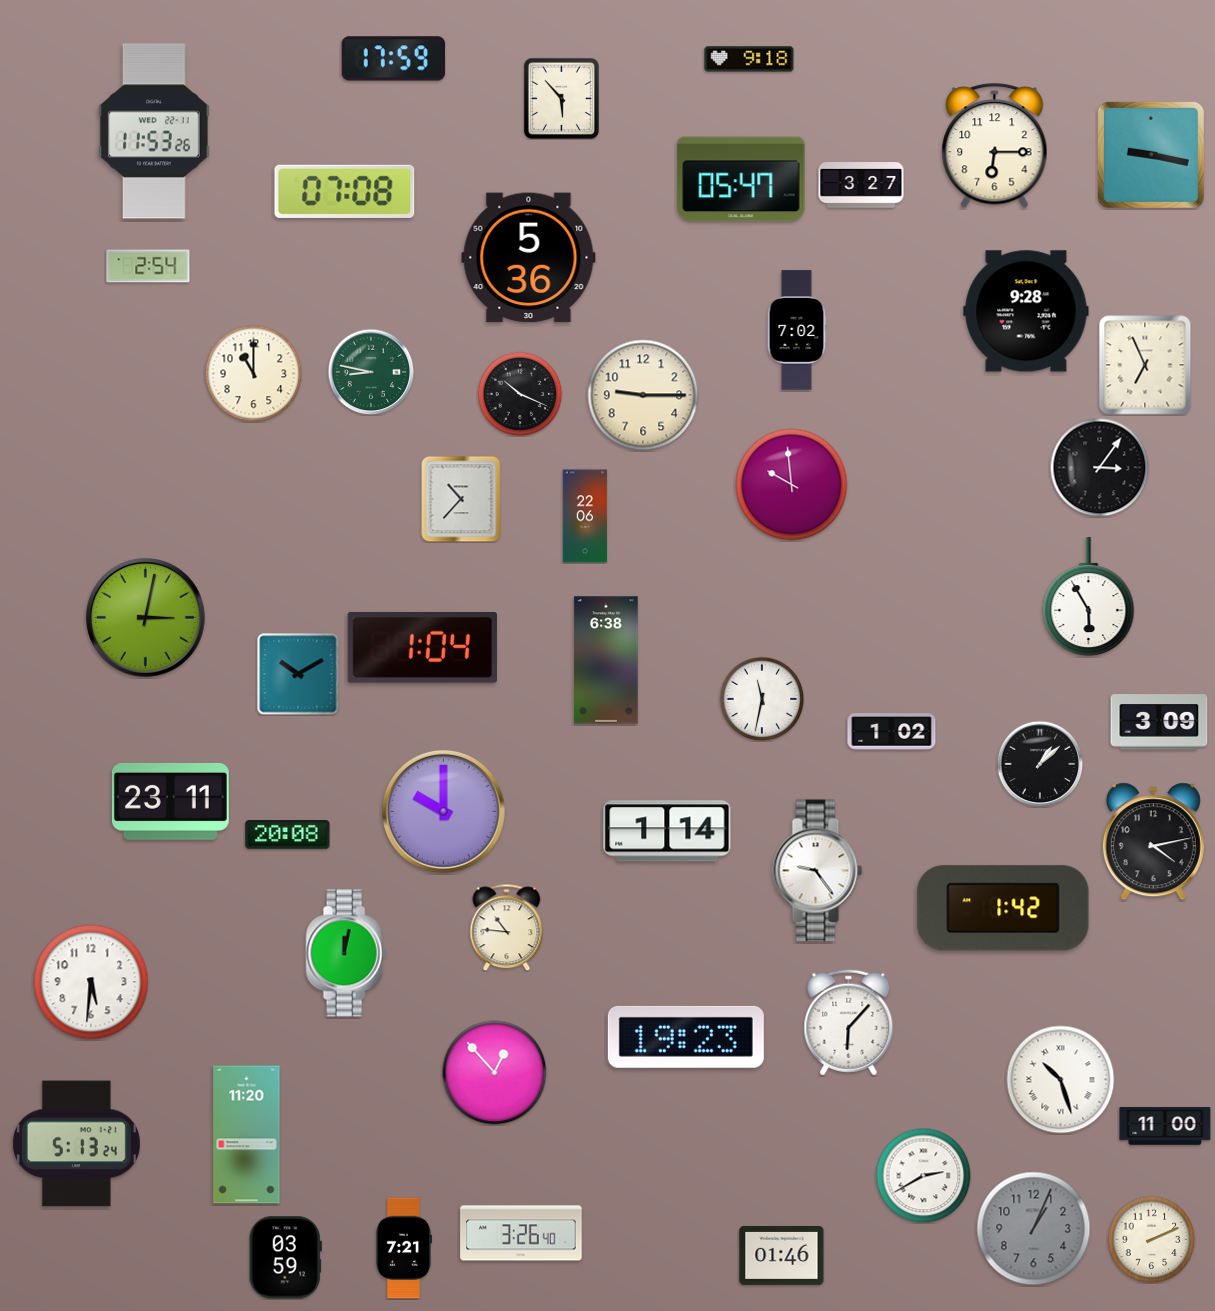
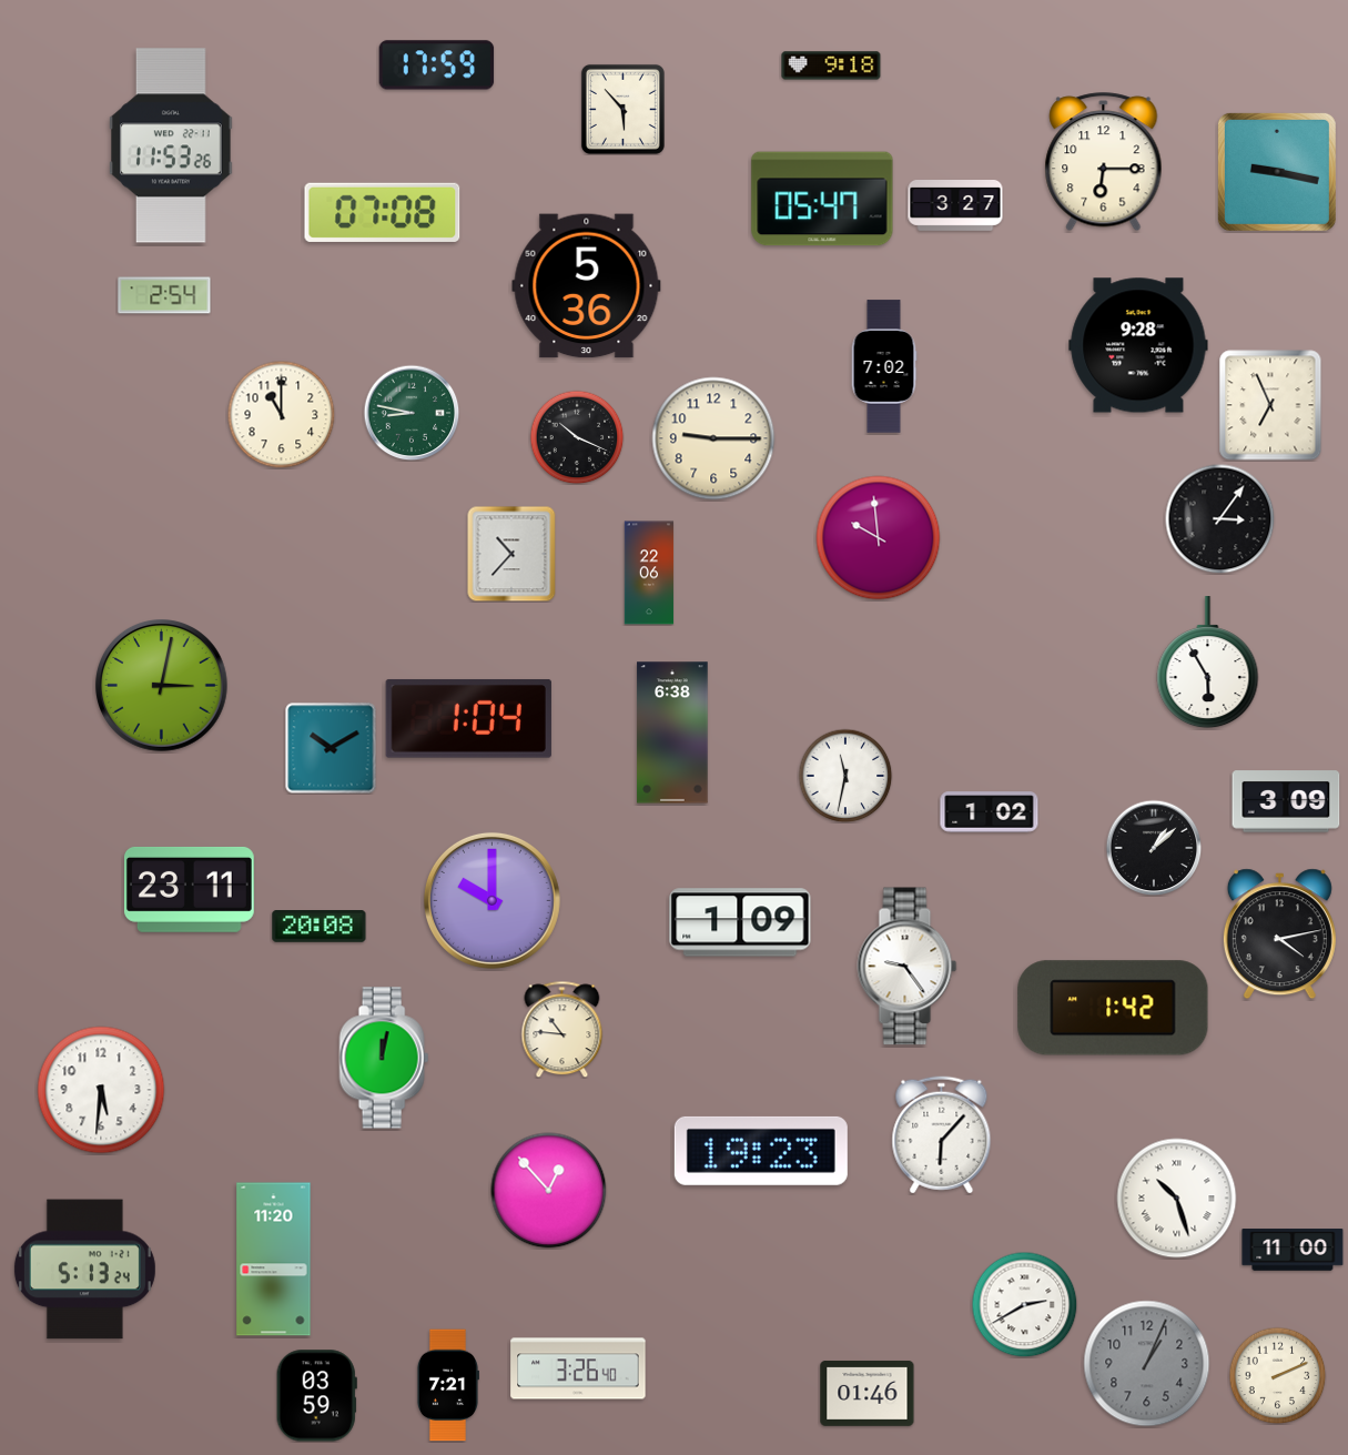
clock at (667, 831): 1:14 -> 1:09
